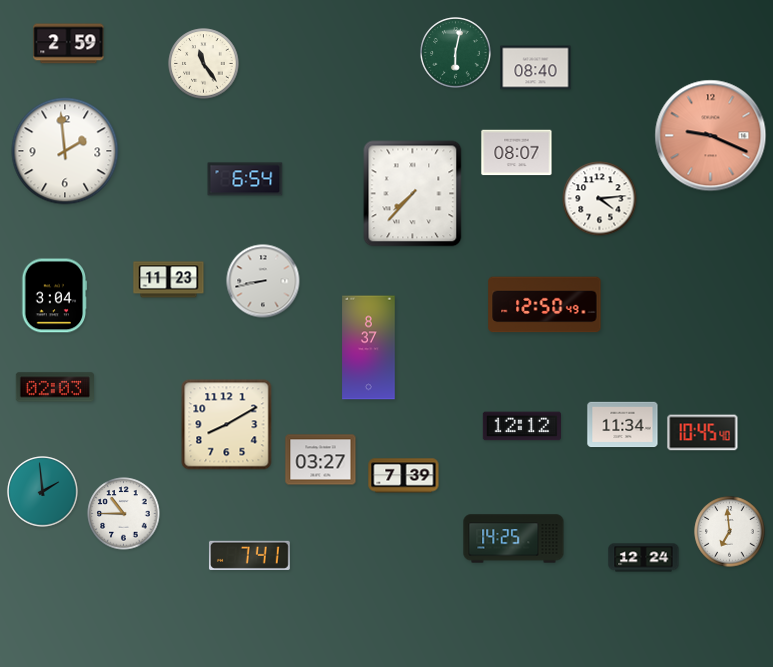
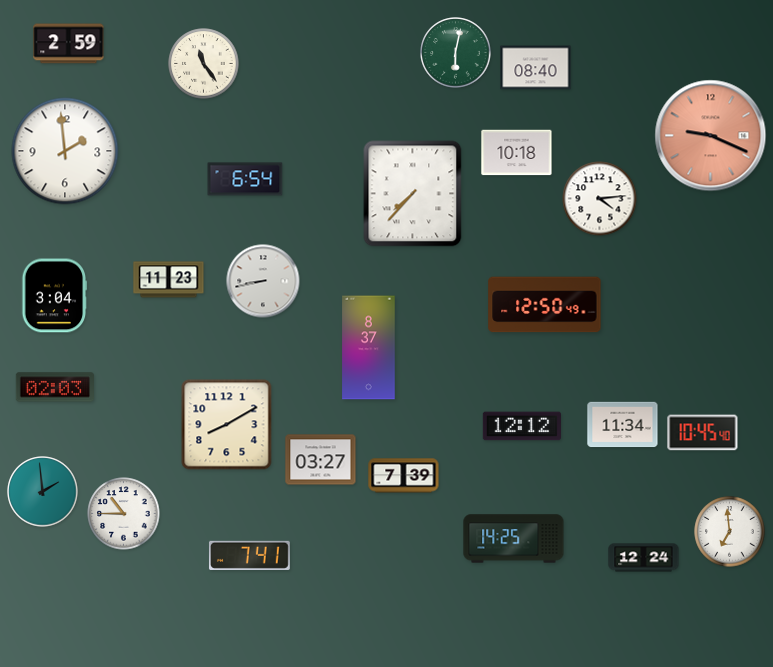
clock at (517, 153): 08:07 -> 10:18
